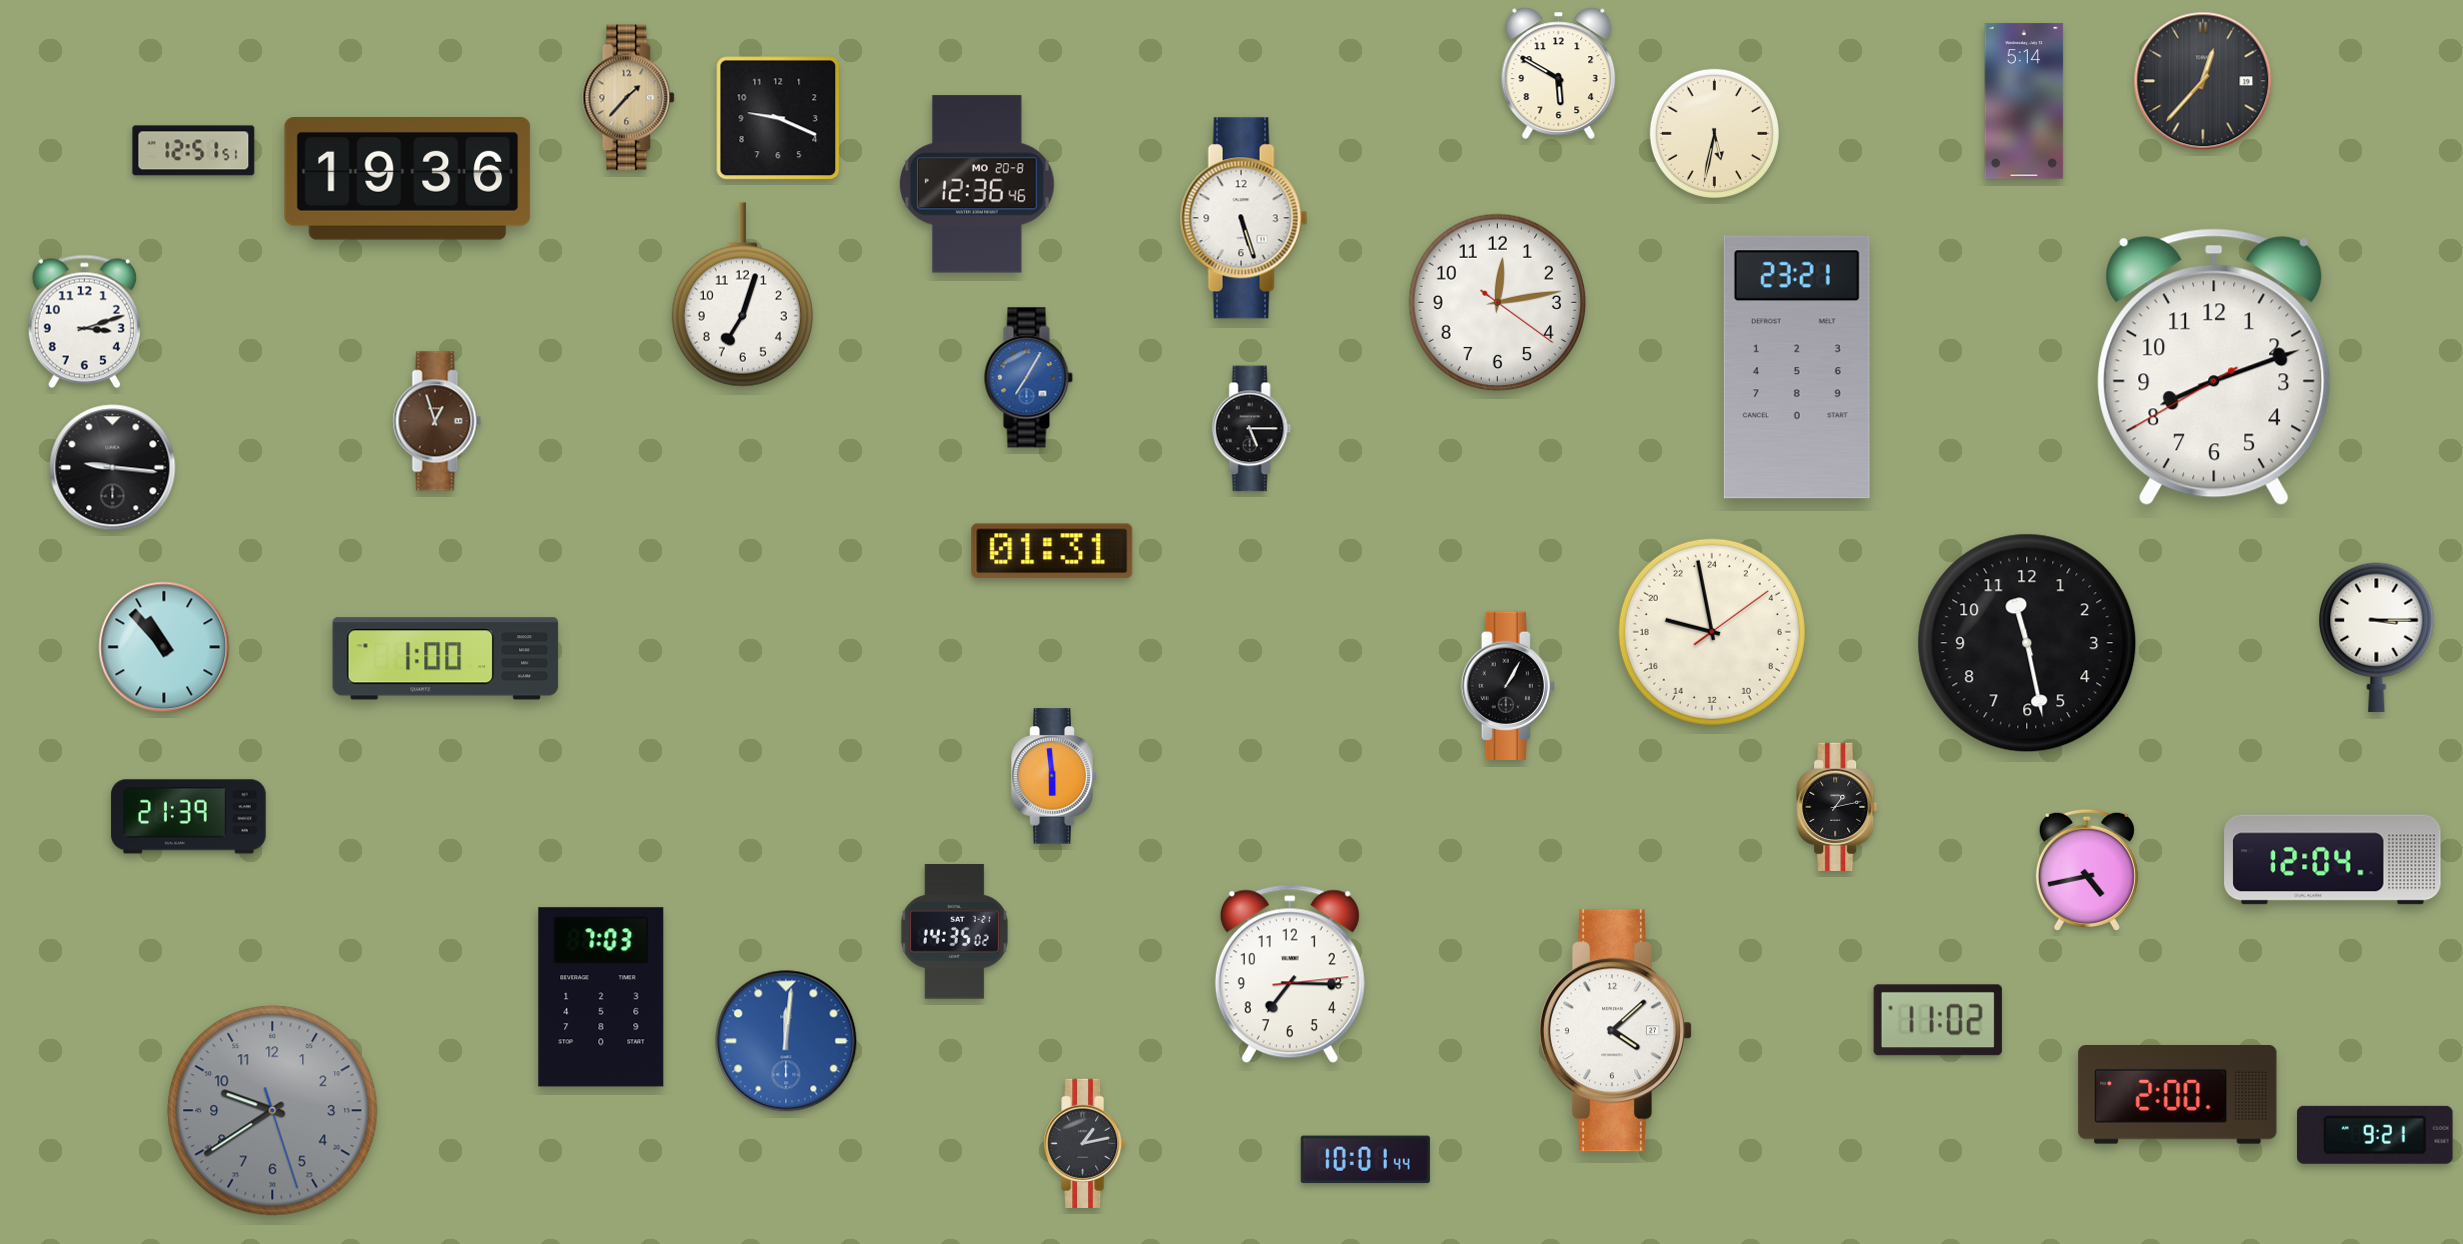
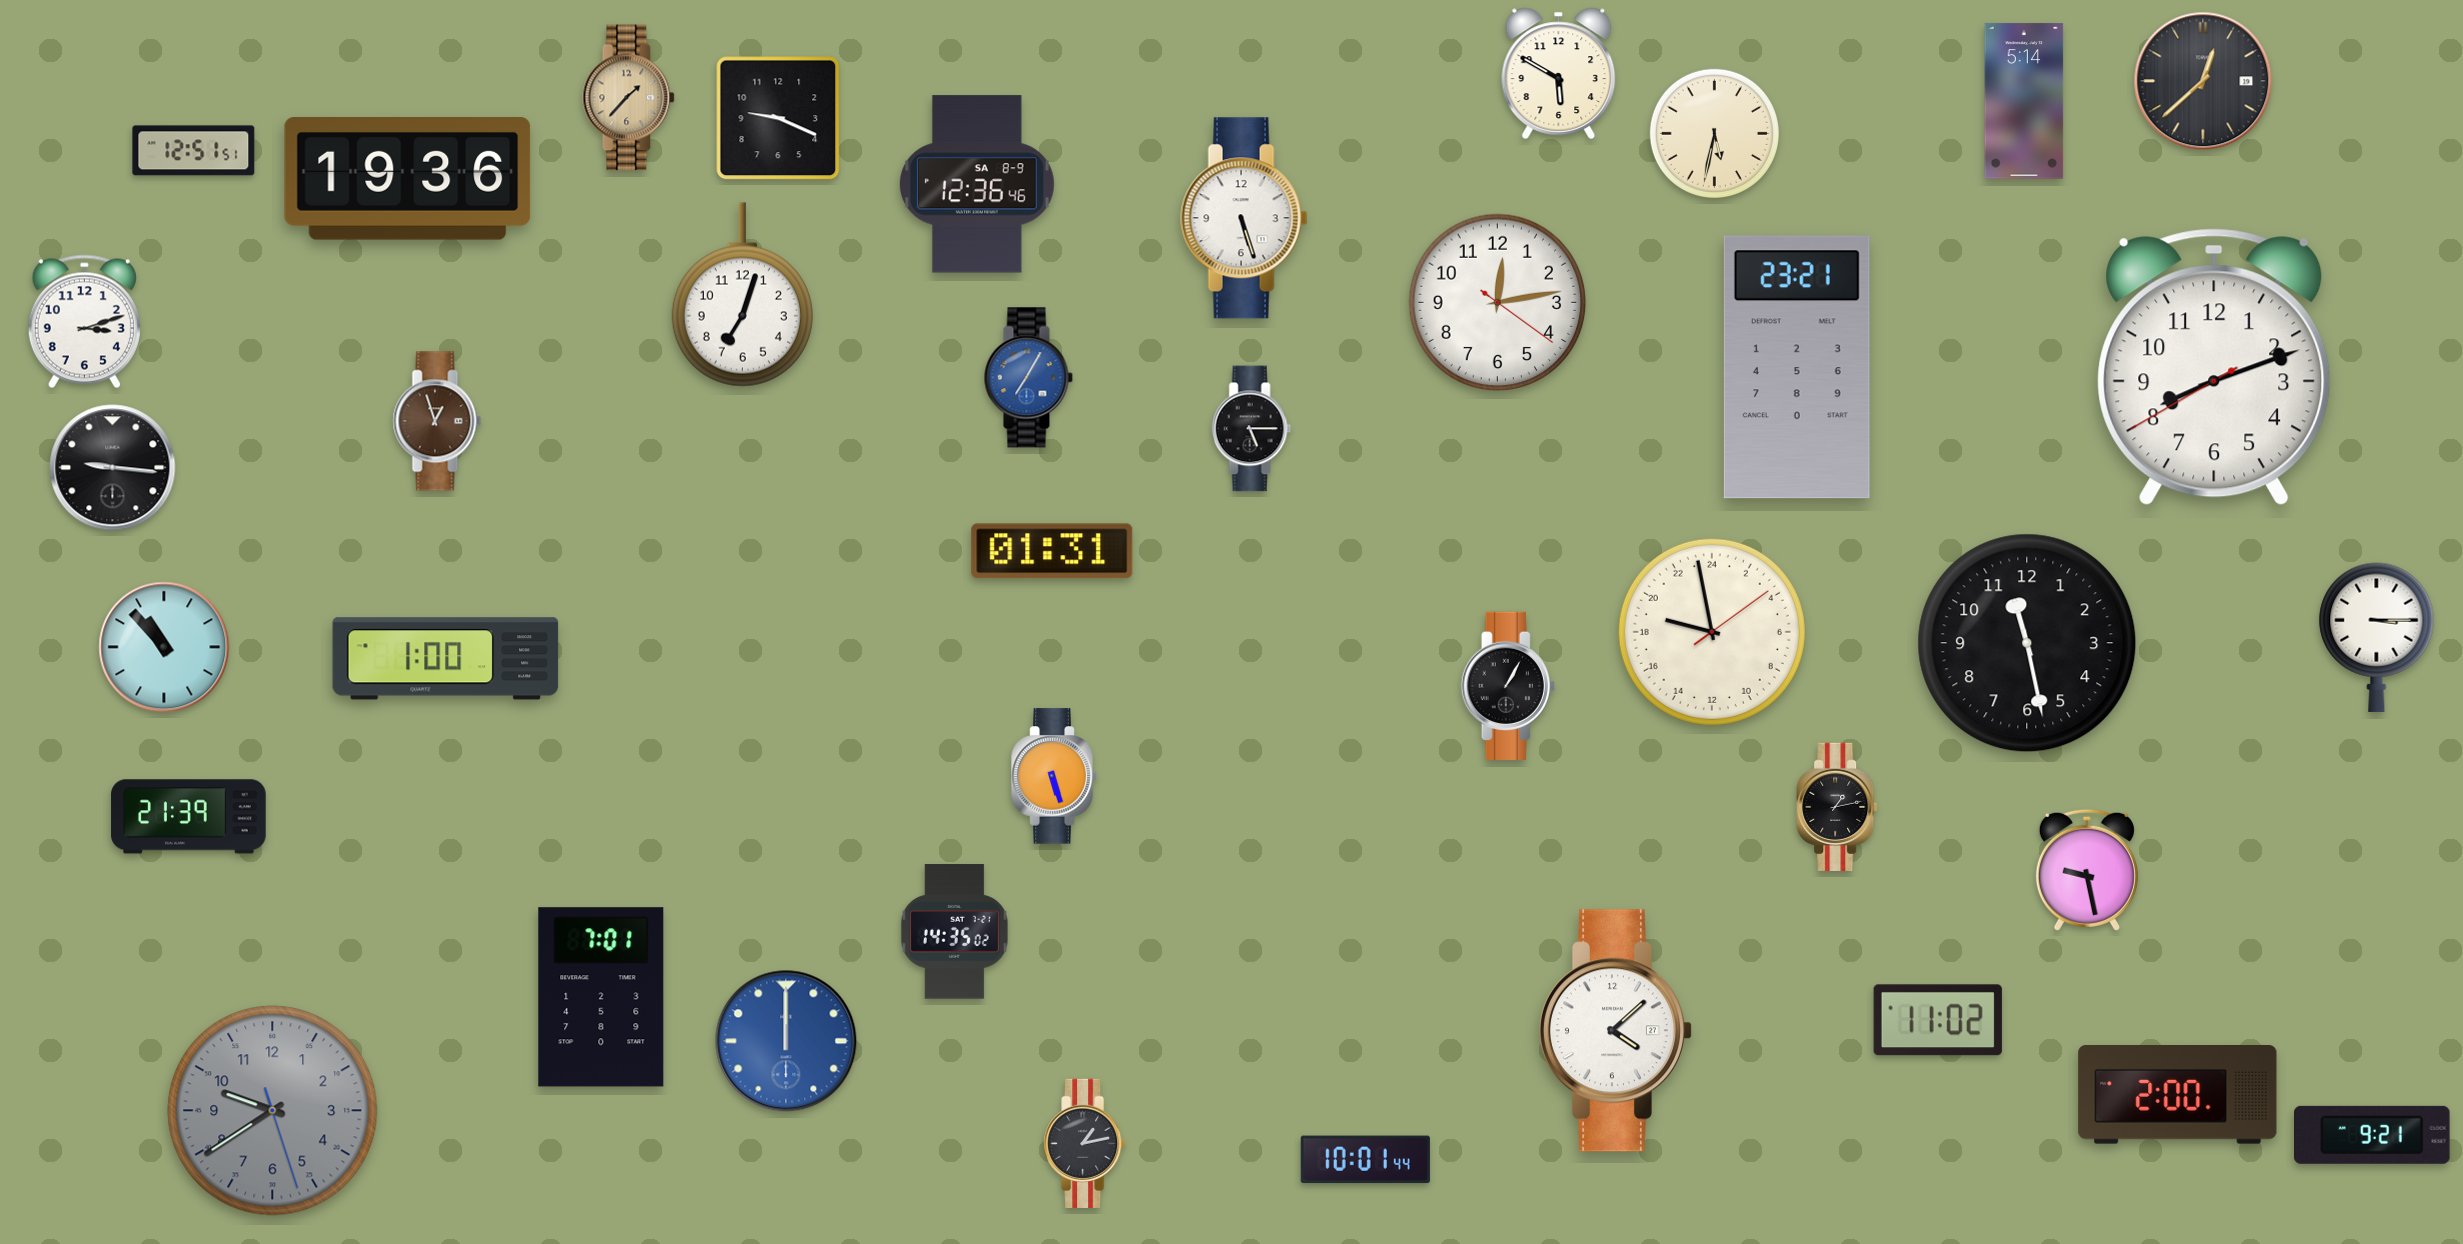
clock at (2203, 81): 12:37 -> 12:38
clock at (977, 184) date: MO 20-8 -> SA 8-9
clock at (1054, 776): 5:59 -> 5:27
clock at (2333, 860): 12:04 -> none
clock at (2087, 870): 4:43 -> 9:28
clock at (1290, 974): 7:15 -> none
clock at (601, 997): 7:03 -> 7:01
clock at (786, 1041): 12:01 -> 12:00
clock at (2376, 1135) position: (2376, 1135) -> (2373, 1135)
